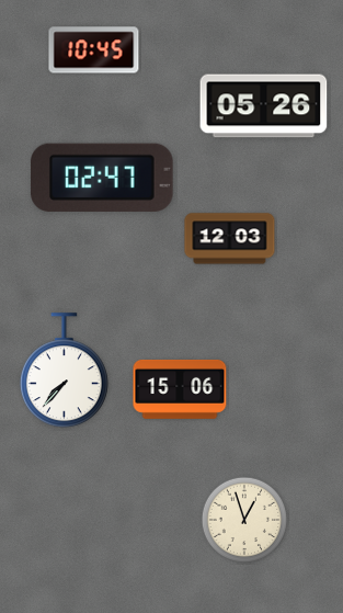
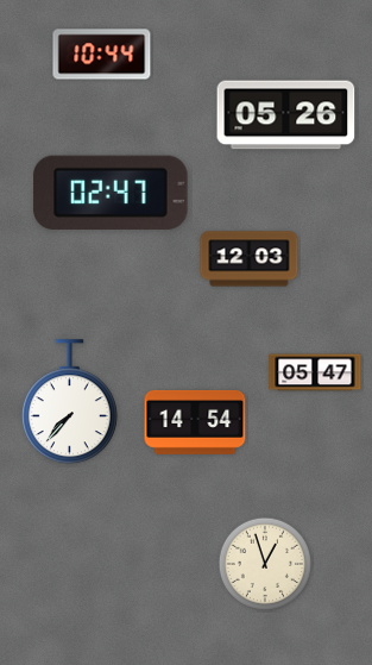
clock at (94, 50): 10:45 -> 10:44
clock at (315, 372): none -> 05:47
clock at (180, 389): 15:06 -> 14:54
